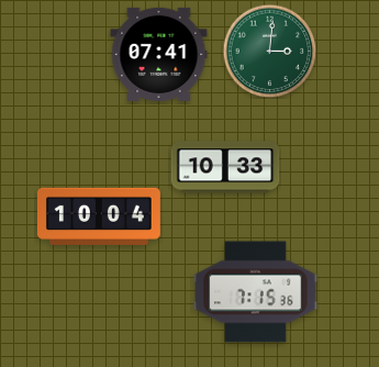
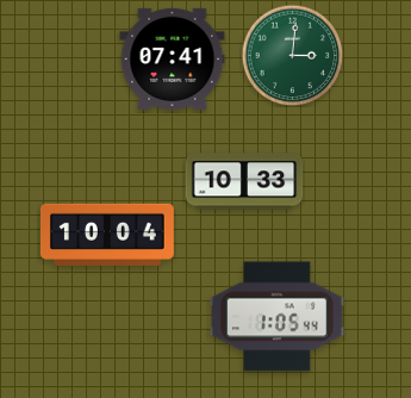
clock at (256, 292): 7:15 -> 1:05
